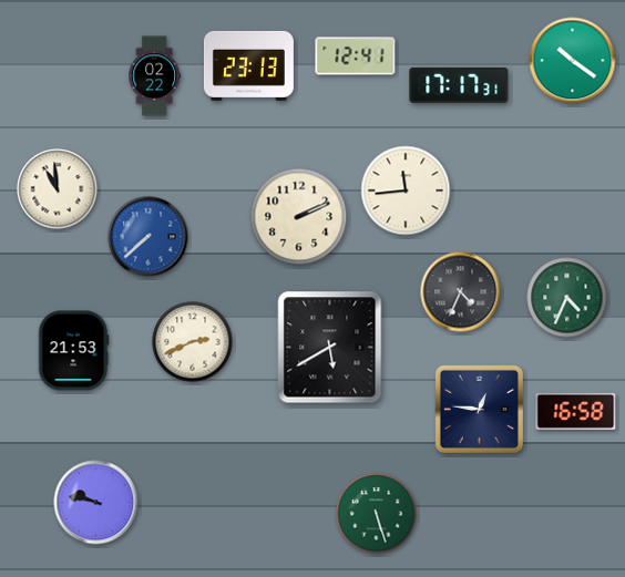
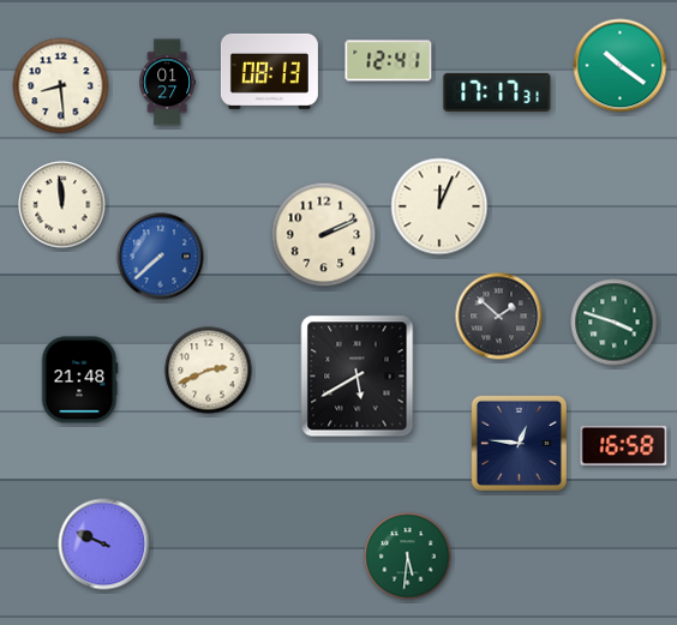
clock at (356, 56) position: (356, 56) -> (389, 61)
clock at (248, 65): 23:13 -> 08:13
clock at (154, 76): 02:22 -> 01:27
clock at (61, 86): none -> 8:29
clock at (58, 189): 10:59 -> 11:59
clock at (406, 190): 11:44 -> 12:04
clock at (461, 292): 4:34 -> 1:52
clock at (567, 298): 4:34 -> 3:48
clock at (73, 351): 21:53 -> 21:48
clock at (96, 503): 9:47 -> 9:49
clock at (377, 514): 5:27 -> 5:31
